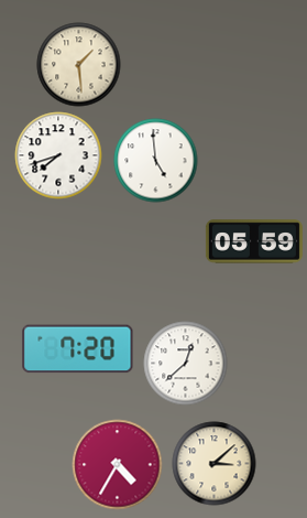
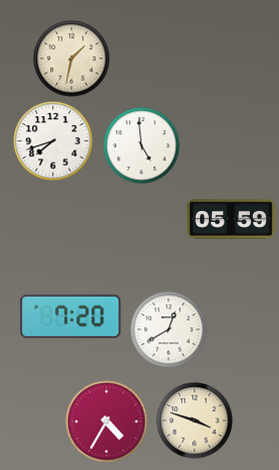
clock at (79, 65): 1:29 -> 1:32
clock at (186, 364): 12:38 -> 12:40
clock at (215, 464): 3:08 -> 3:48
